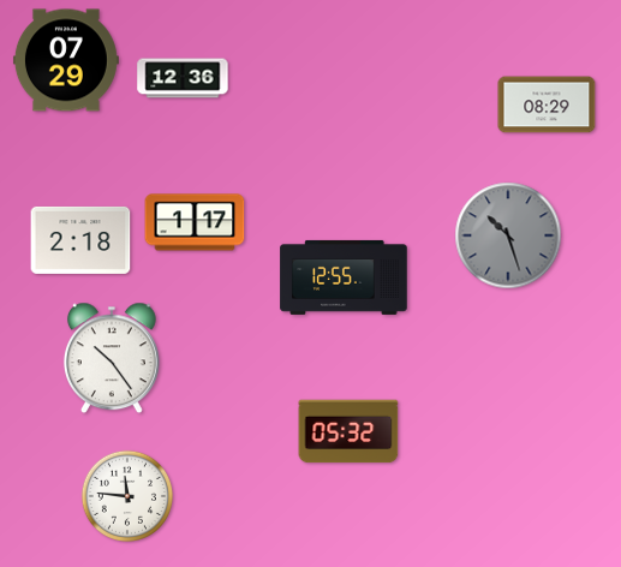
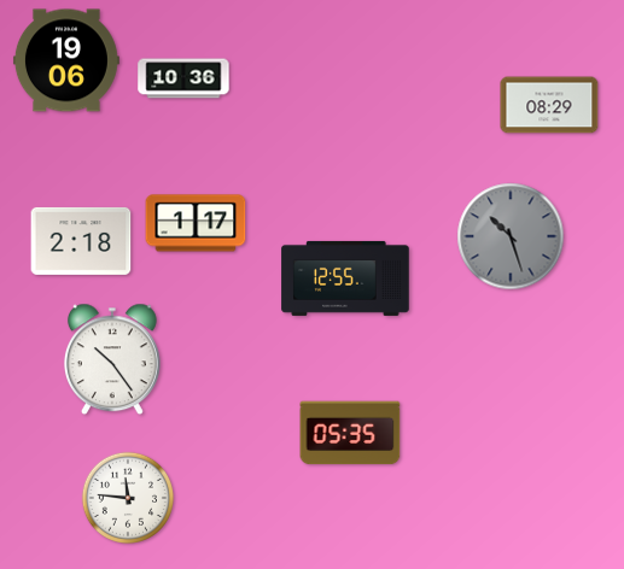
clock at (66, 60): 07:29 -> 19:06
clock at (183, 78): 12:36 -> 10:36
clock at (348, 431): 05:32 -> 05:35
